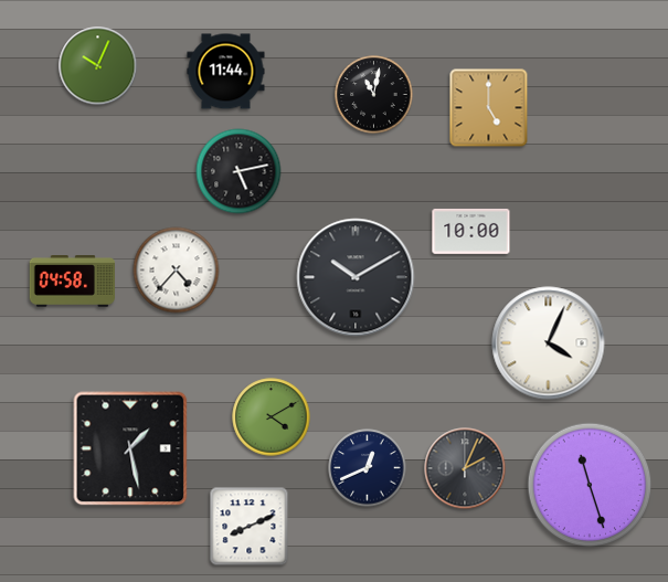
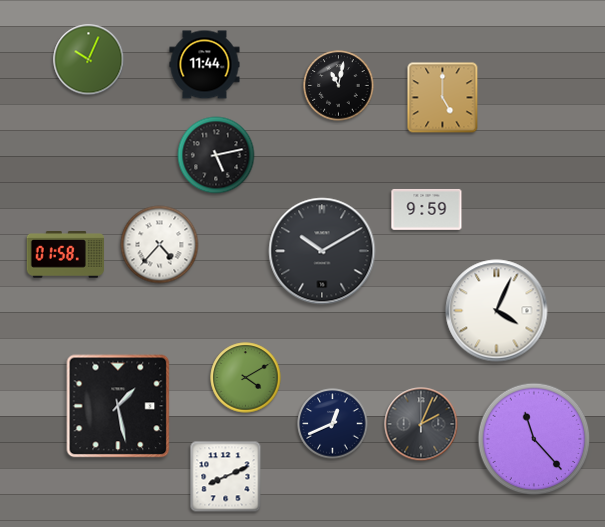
clock at (471, 232): 10:00 -> 9:59
clock at (72, 282): 04:58 -> 01:58
clock at (590, 485): 11:27 -> 11:23
